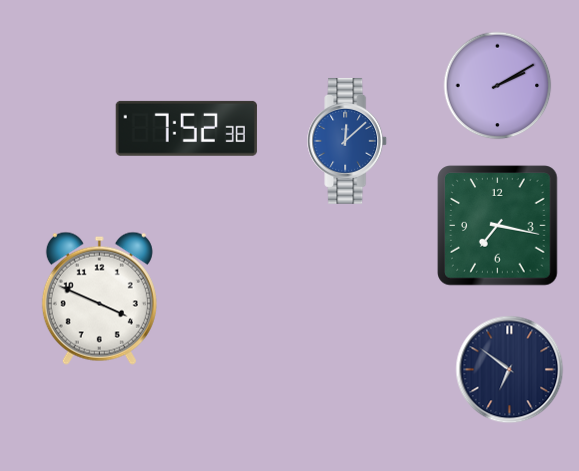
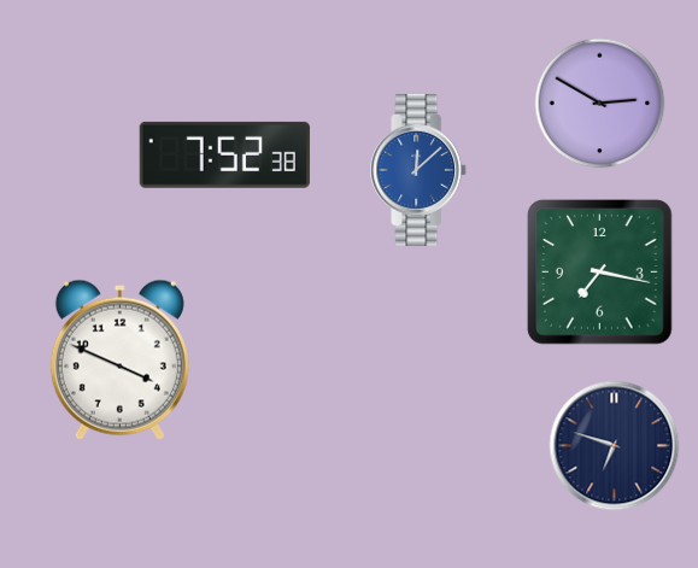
clock at (498, 86): 2:10 -> 2:50
clock at (510, 370): 6:51 -> 6:48
